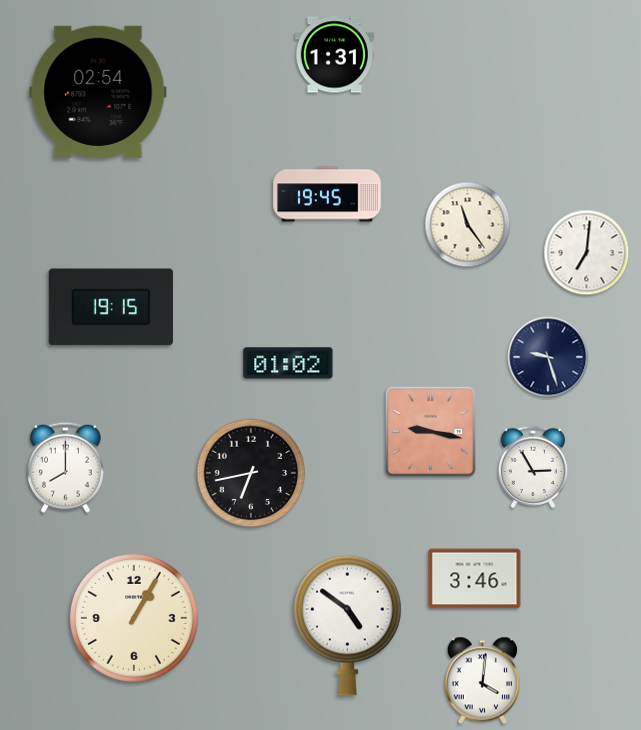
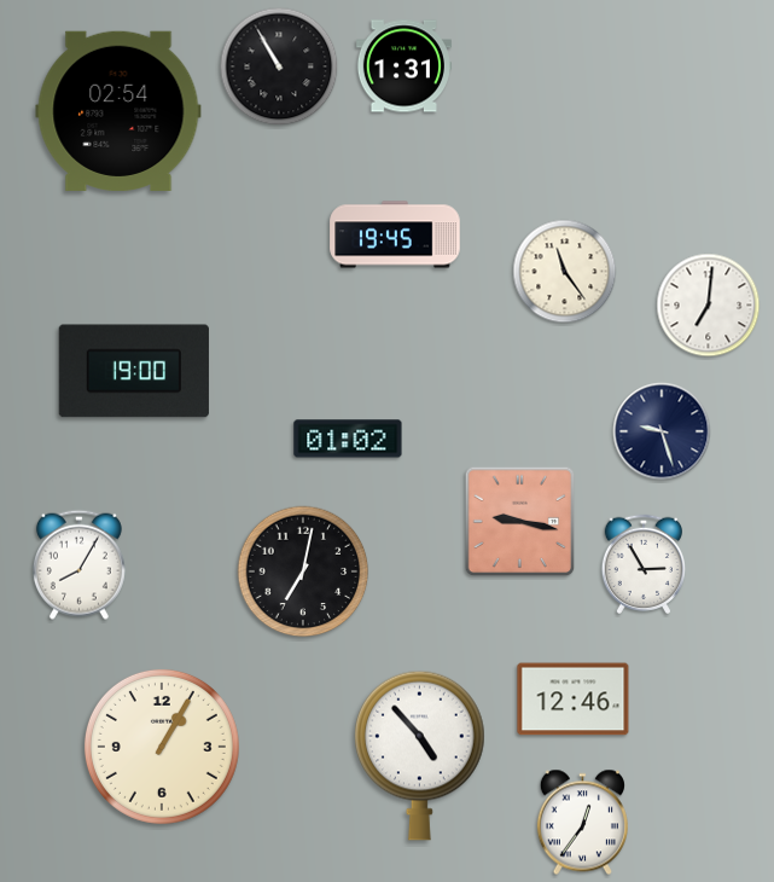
clock at (279, 66): none -> 10:55
clock at (111, 307): 19:15 -> 19:00
clock at (65, 467): 8:00 -> 8:05
clock at (251, 473): 6:43 -> 7:02
clock at (475, 579): 3:46 -> 12:46
clock at (348, 625): 4:51 -> 4:53
clock at (482, 681): 4:01 -> 12:36
